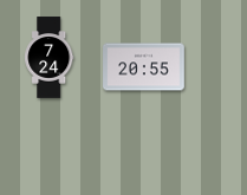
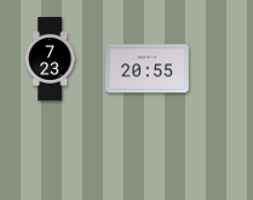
clock at (50, 58): 7:24 -> 7:23
